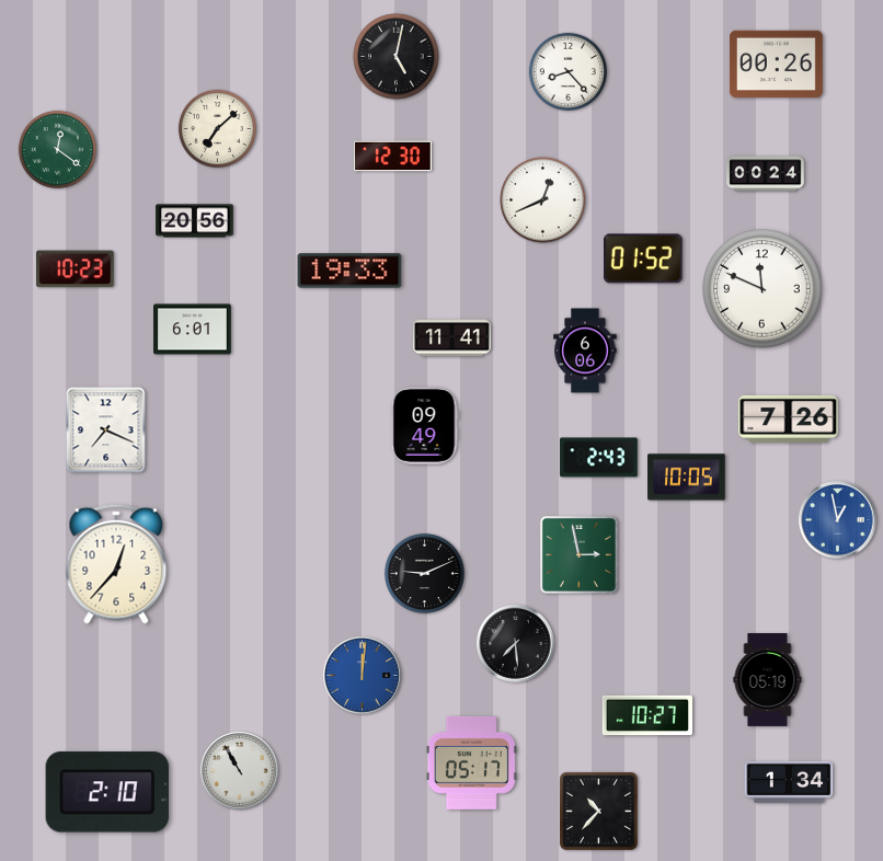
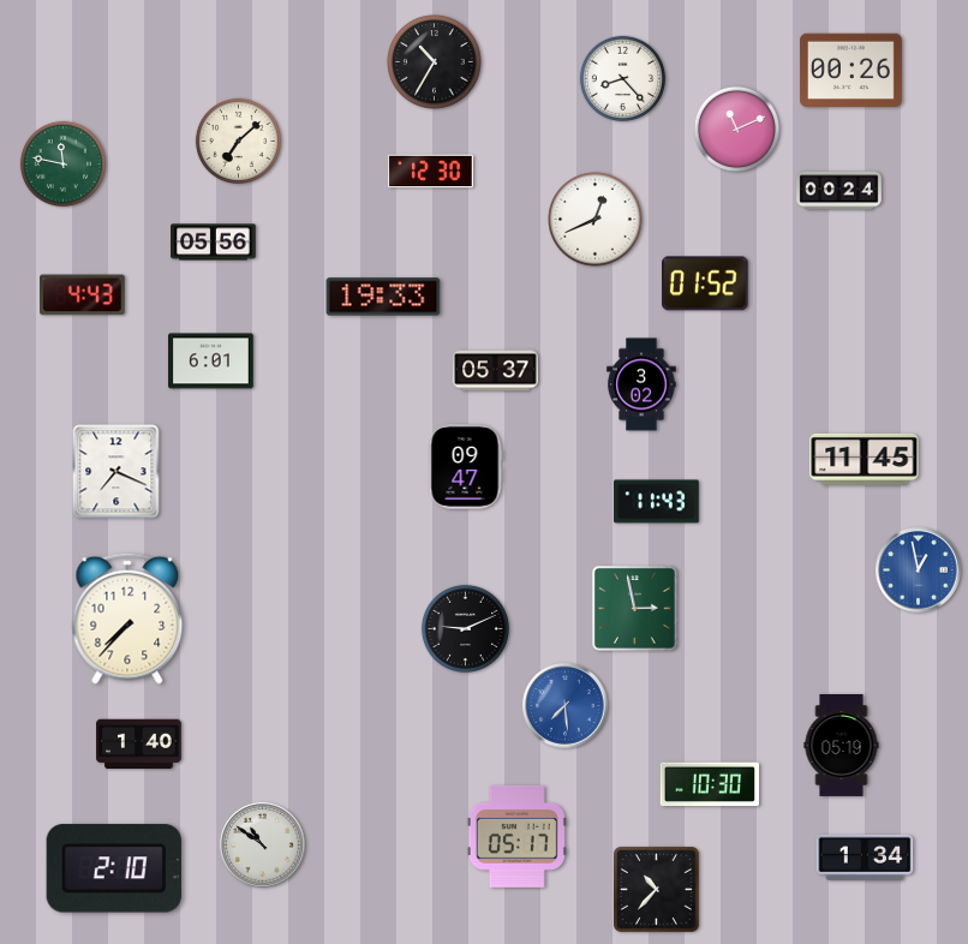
clock at (397, 57): 5:02 -> 10:35
clock at (736, 129): none -> 11:11
clock at (57, 149): 12:21 -> 11:47
clock at (195, 221): 20:56 -> 05:56
clock at (76, 269): 10:23 -> 4:43
clock at (762, 289): 11:49 -> none
clock at (452, 338): 11:41 -> 05:37
clock at (585, 351): 6:06 -> 3:02
clock at (789, 418): 7:26 -> 11:45
clock at (424, 426): 09:49 -> 09:47
clock at (599, 458): 2:43 -> 11:43
clock at (687, 478): 10:05 -> none
clock at (116, 564): 12:37 -> 7:37
clock at (516, 644) dial: black -> blue
clock at (363, 676): 12:01 -> none
clock at (139, 745): none -> 1:40
clock at (646, 715): 10:27 -> 10:30
clock at (240, 771): 10:55 -> 10:51
clock at (107, 792) position: (107, 792) -> (114, 868)
